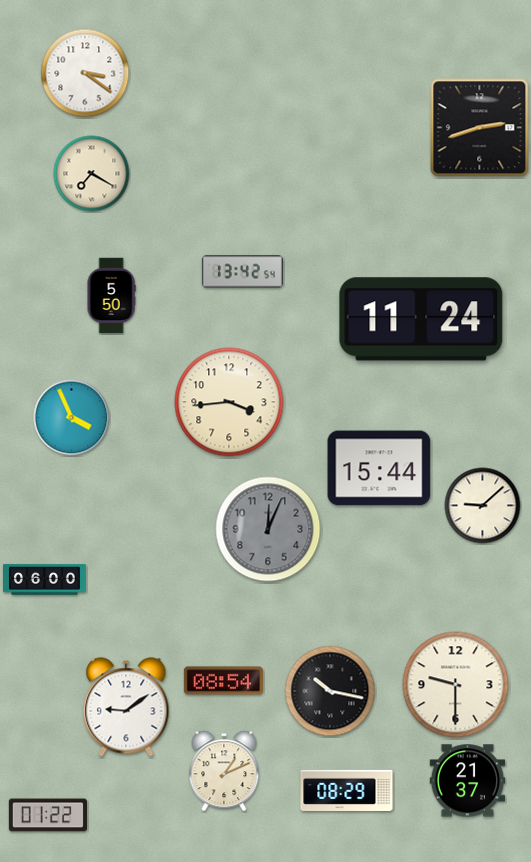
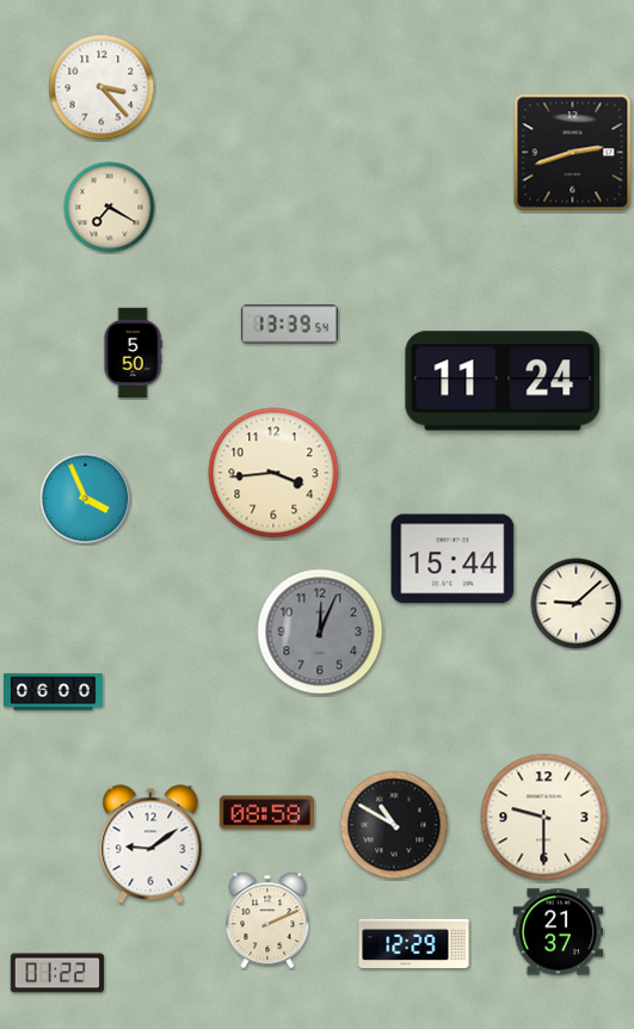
clock at (85, 73): 3:21 -> 3:23
clock at (242, 272): 13:42 -> 13:39
clock at (229, 402) position: (229, 402) -> (273, 473)
clock at (223, 681): 08:54 -> 08:58
clock at (330, 691): 10:17 -> 10:50
clock at (224, 771): 1:11 -> 2:11
clock at (347, 790): 08:29 -> 12:29
